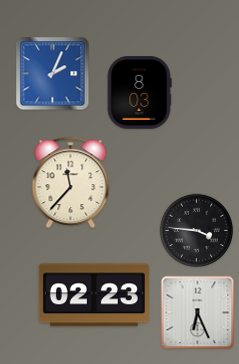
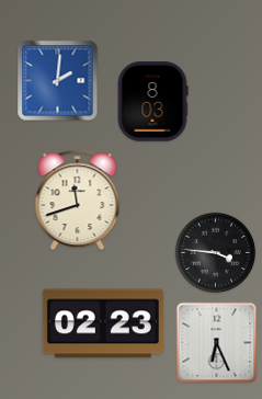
clock at (53, 74): 2:04 -> 2:01
clock at (71, 182): 11:37 -> 11:42
